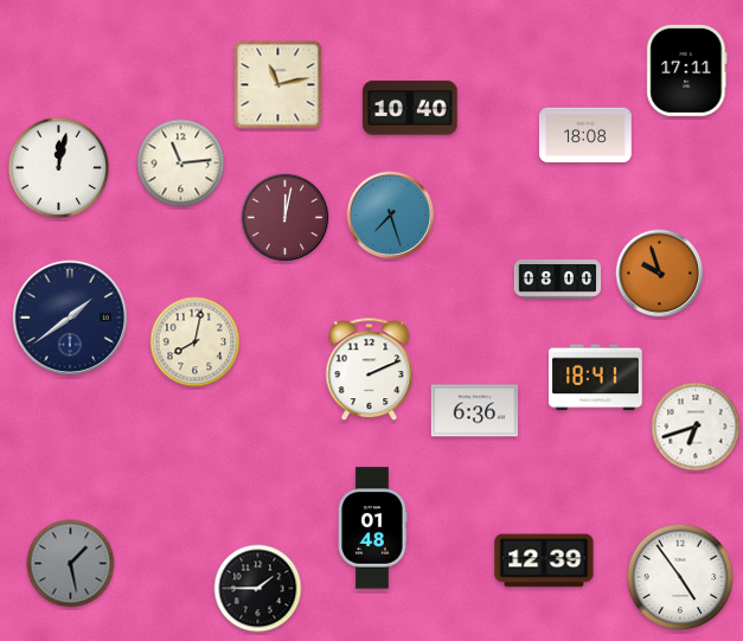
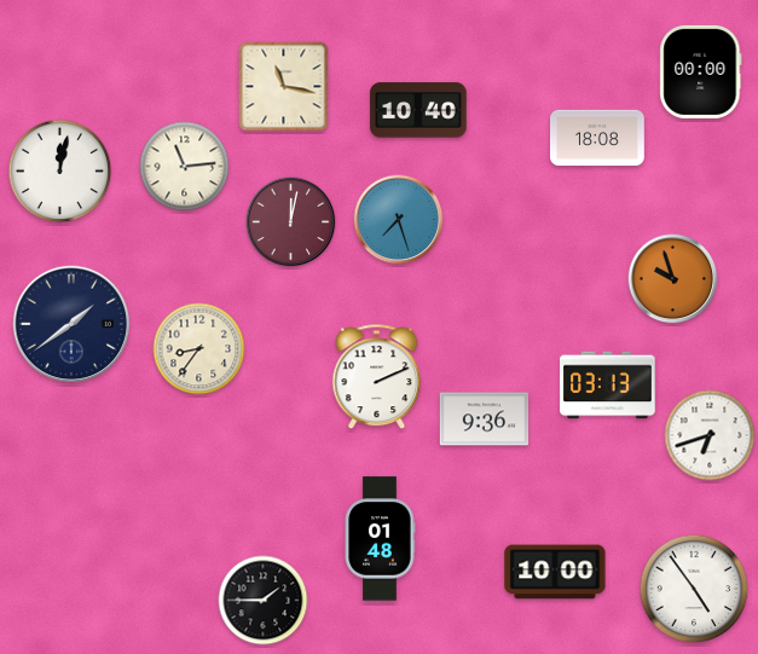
clock at (687, 70): 17:11 -> 00:00
clock at (278, 85): 11:13 -> 11:17
clock at (558, 280): 08:00 -> none
clock at (196, 342): 8:02 -> 8:36
clock at (596, 378): 18:41 -> 03:13
clock at (475, 411): 6:36 -> 9:36
clock at (544, 560): 12:39 -> 10:00
clock at (71, 564): 1:28 -> none
